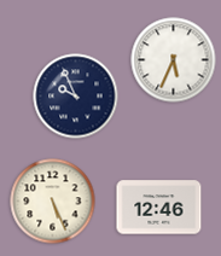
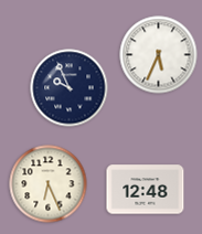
clock at (53, 202): 5:26 -> 6:26
clock at (159, 208): 12:46 -> 12:48
